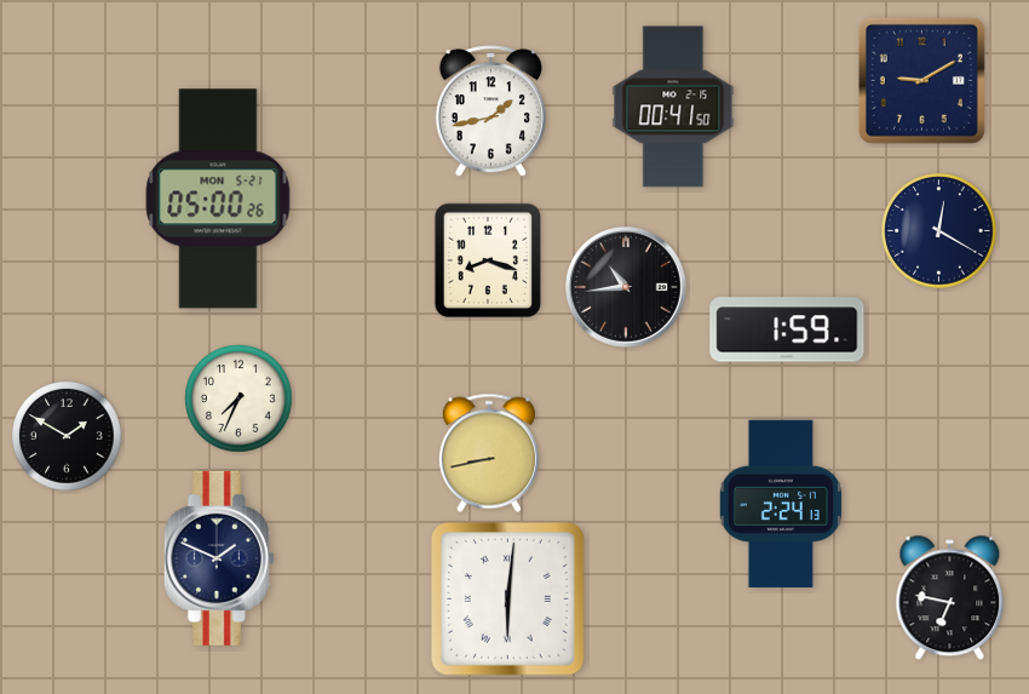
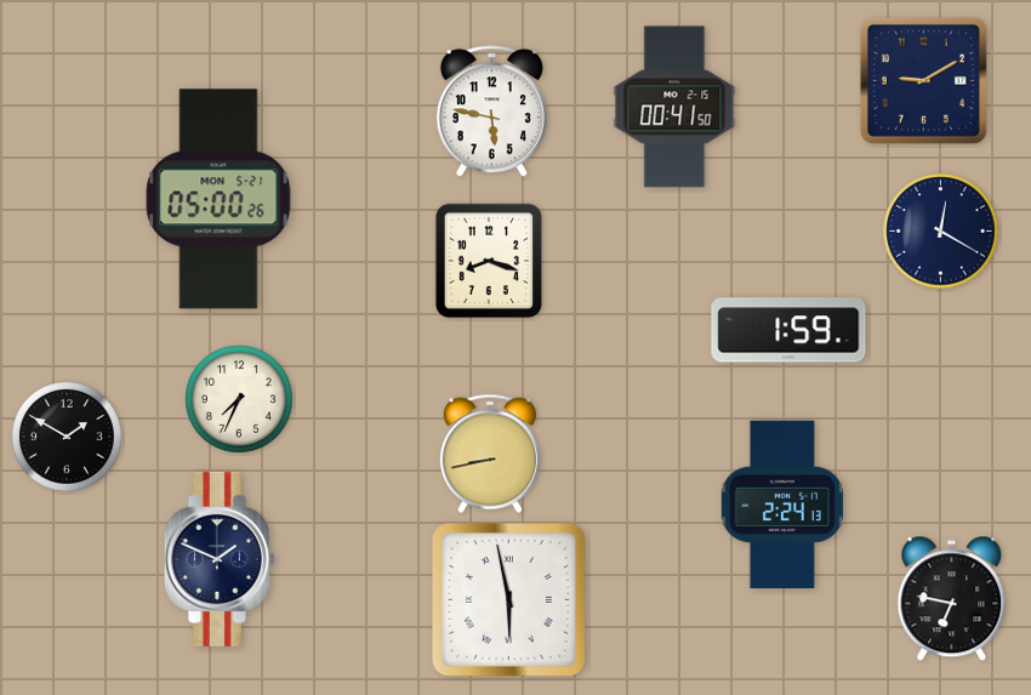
clock at (490, 111): 1:43 -> 5:47
clock at (627, 288): 10:44 -> none
clock at (508, 600): 6:01 -> 5:58
